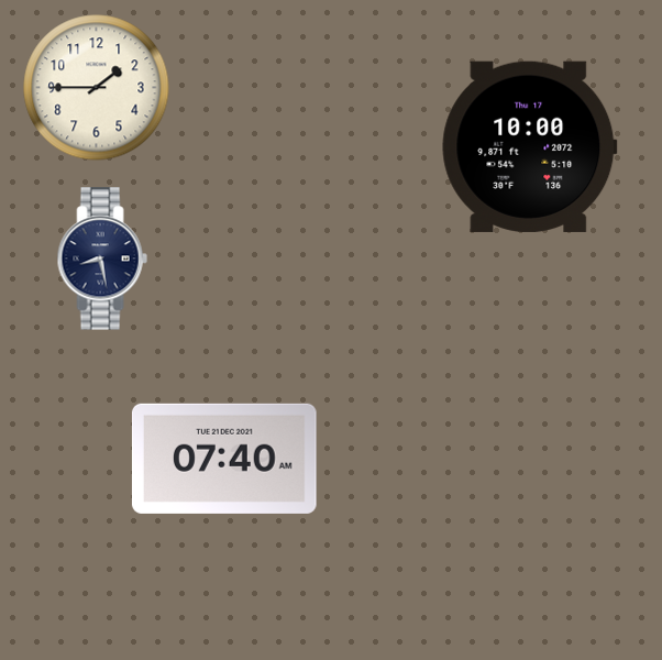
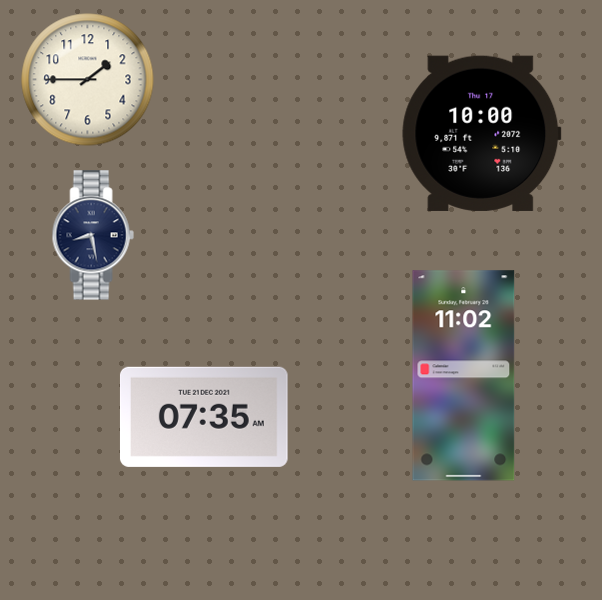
clock at (464, 376): none -> 11:02
clock at (224, 459): 07:40 -> 07:35
